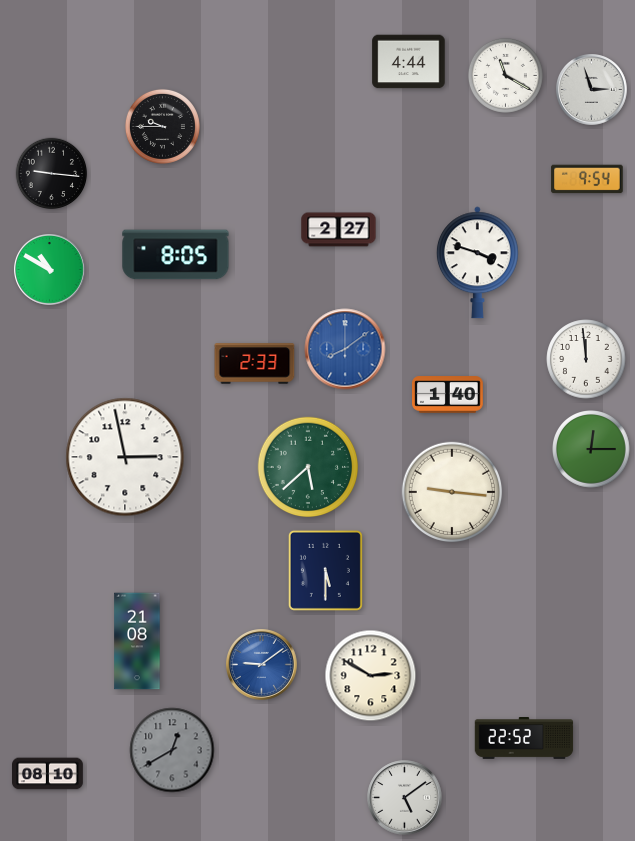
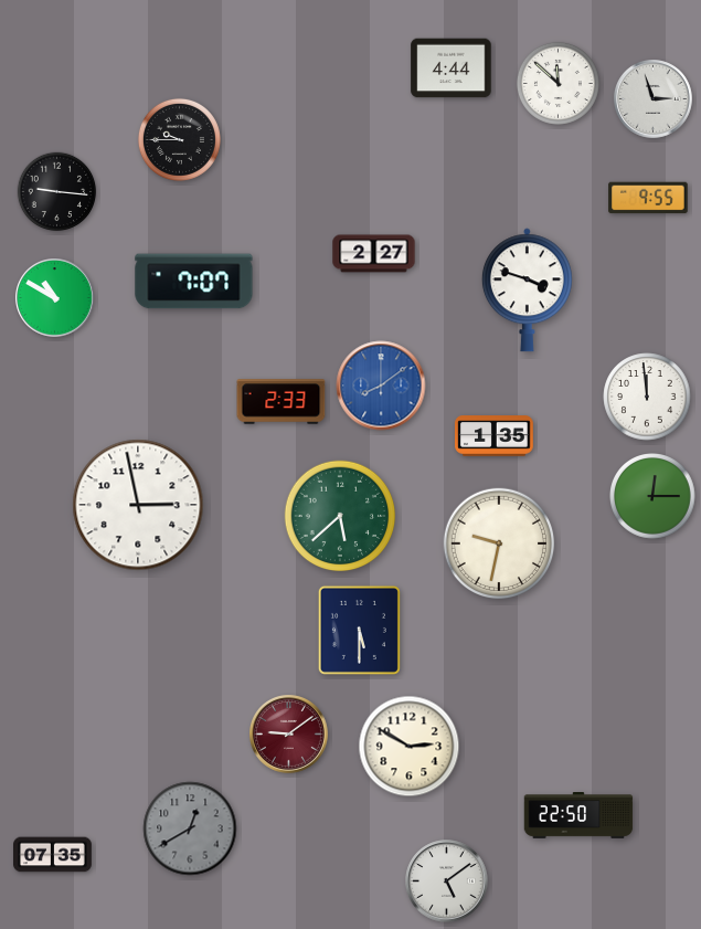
clock at (505, 75): 11:20 -> 11:52
clock at (587, 179): 9:54 -> 9:55
clock at (176, 255): 8:05 -> 7:07
clock at (448, 395): 1:40 -> 1:35
clock at (452, 492): 9:16 -> 9:32
clock at (137, 641): 21:08 -> none
clock at (262, 665) dial: blue -> burgundy
clock at (524, 739): 22:52 -> 22:50
clock at (48, 774): 08:10 -> 07:35
